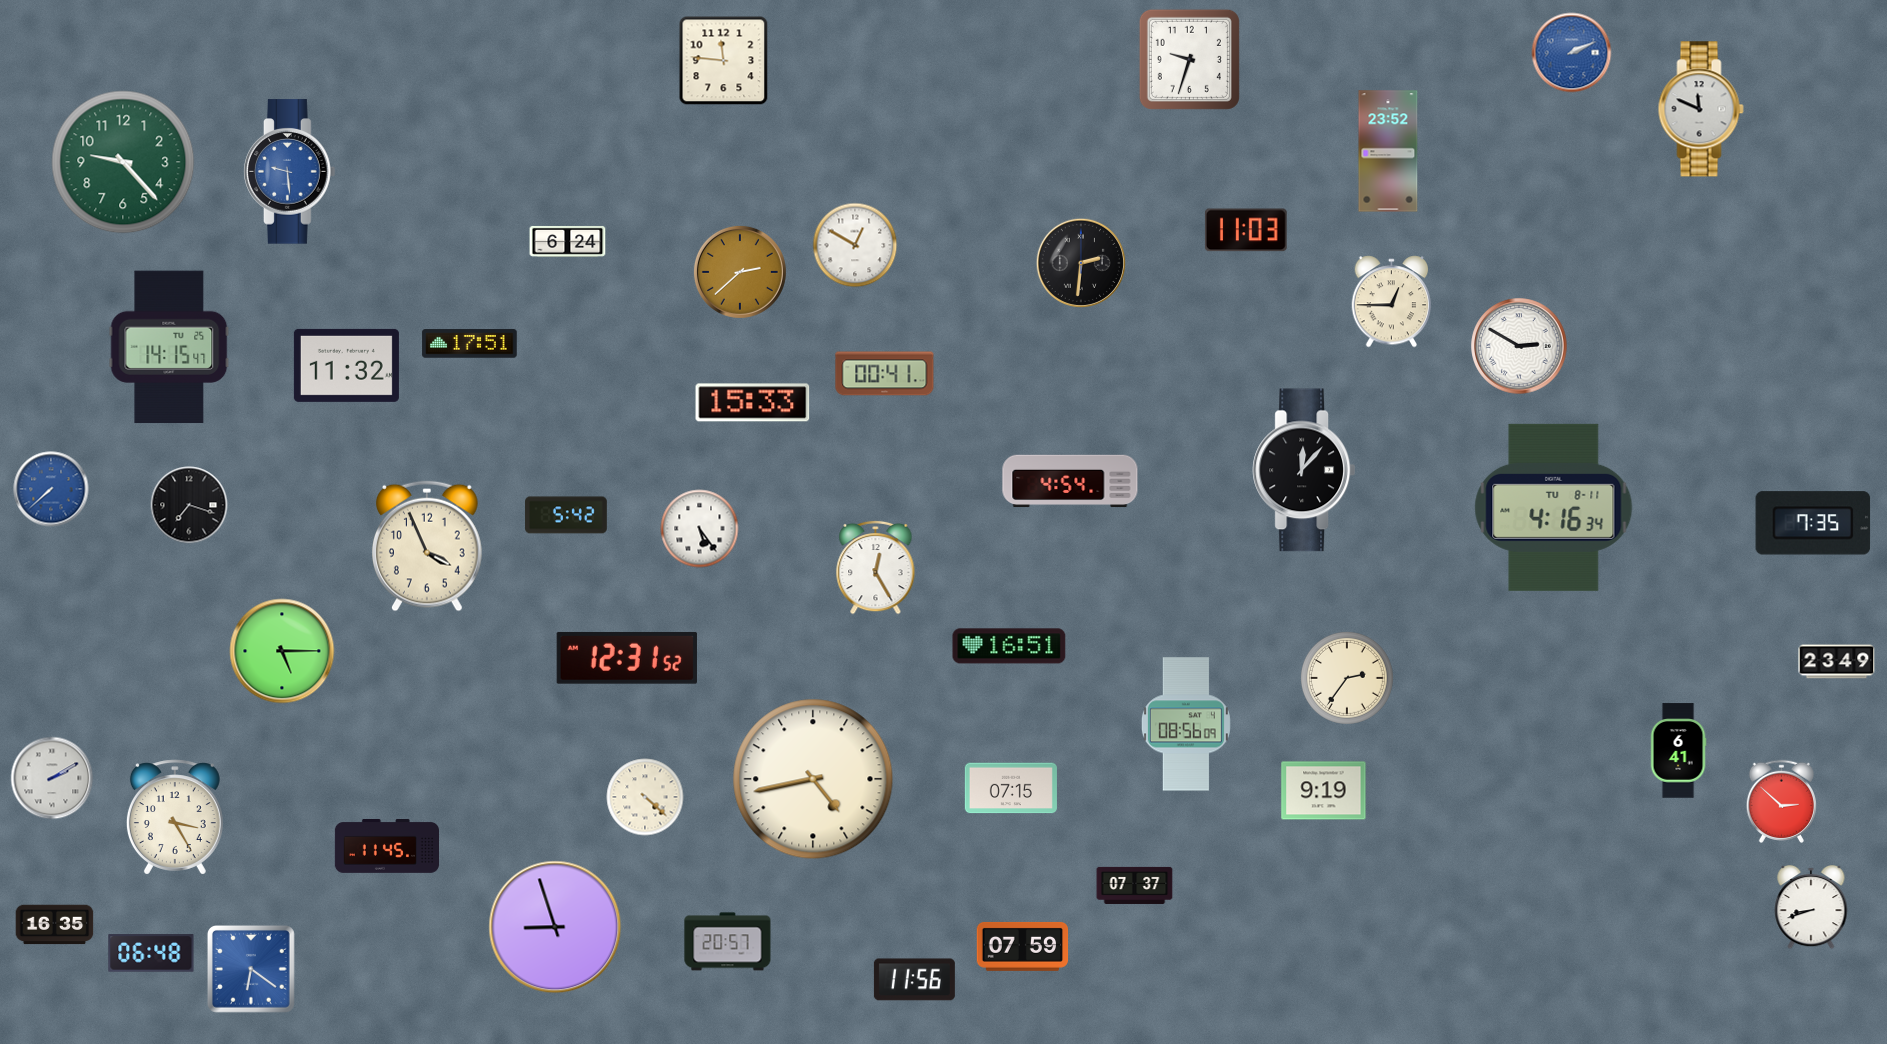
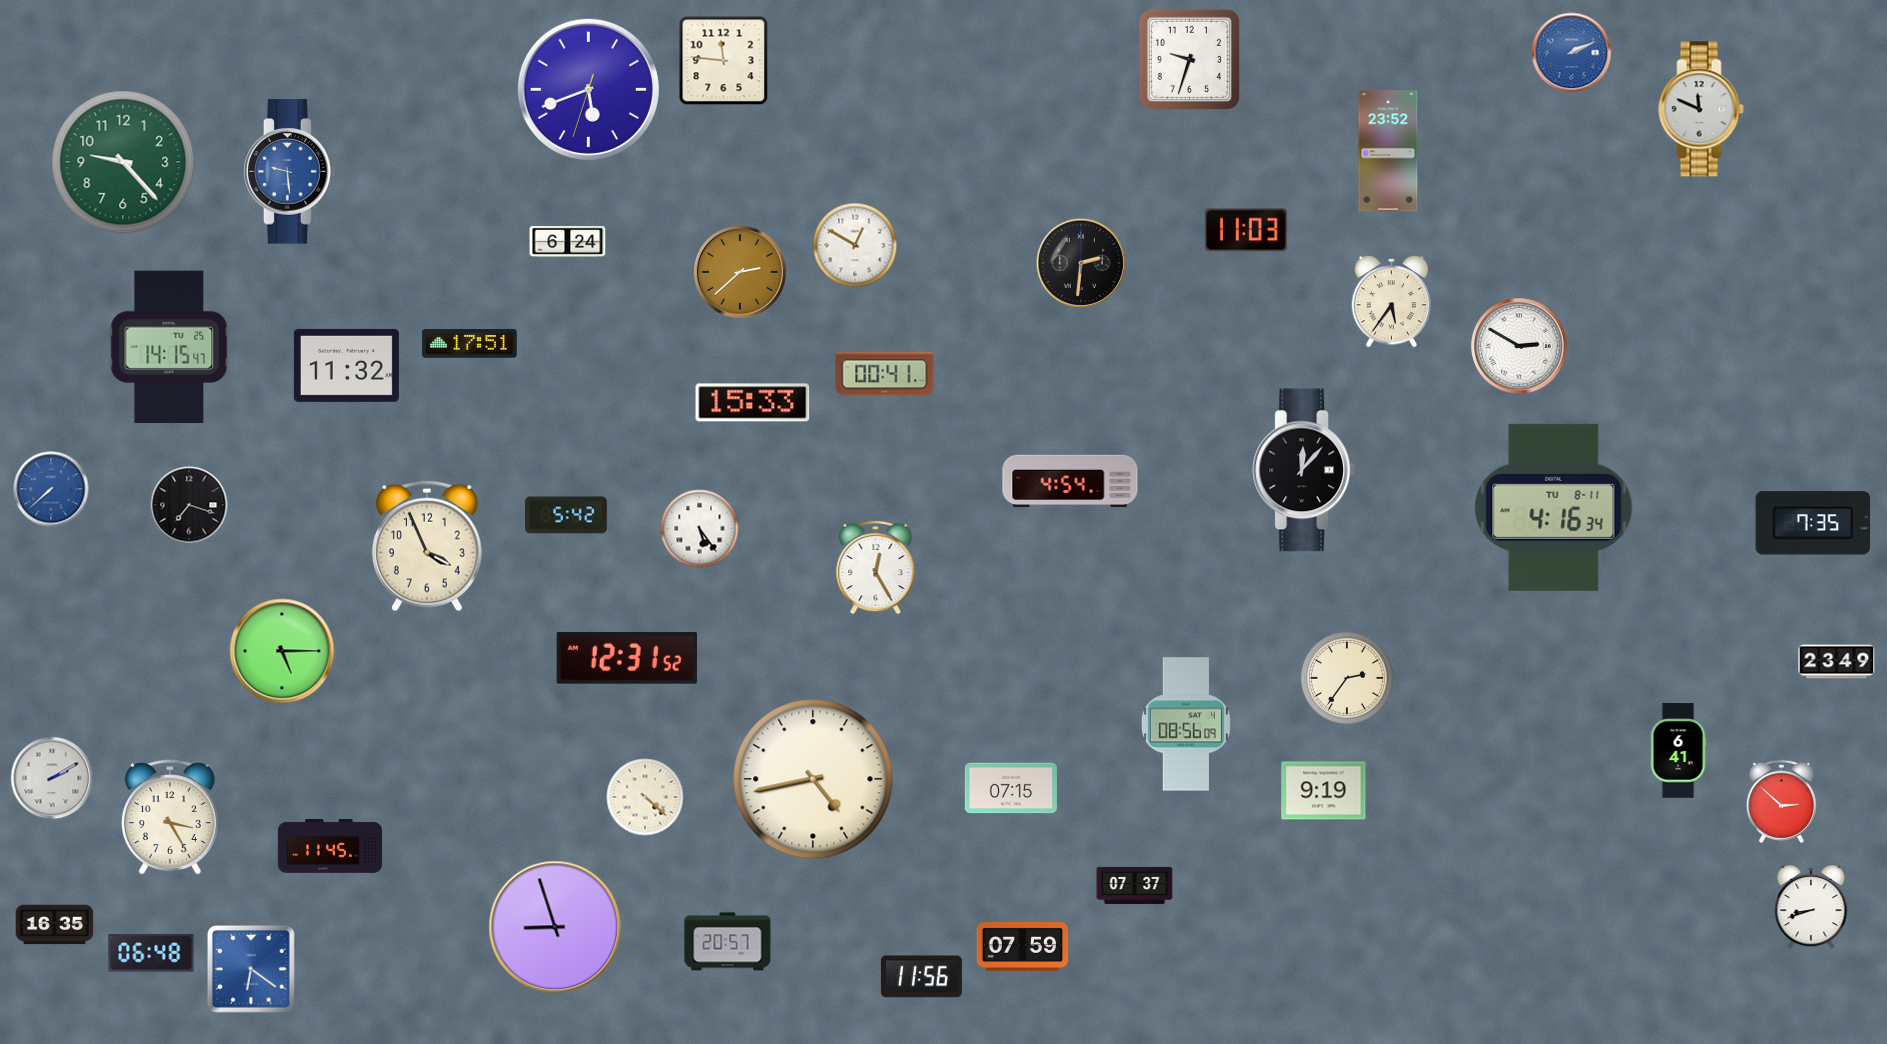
clock at (588, 89): none -> 5:41
clock at (1392, 302): 12:45 -> 5:36
clock at (1009, 646): 16:51 -> none
clock at (175, 817) position: (175, 817) -> (170, 817)
clock at (386, 847) position: (386, 847) -> (329, 847)
clock at (914, 980) position: (914, 980) -> (921, 977)
